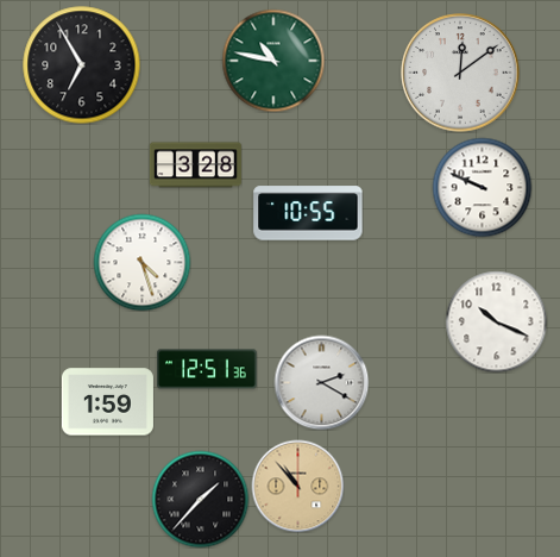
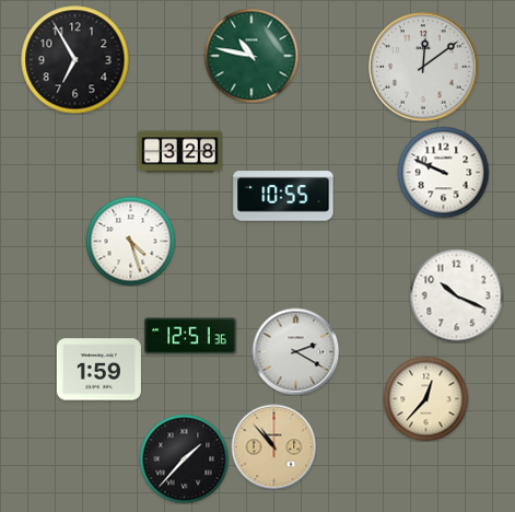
clock at (207, 369) position: (207, 369) -> (190, 336)
clock at (425, 398): none -> 12:37
